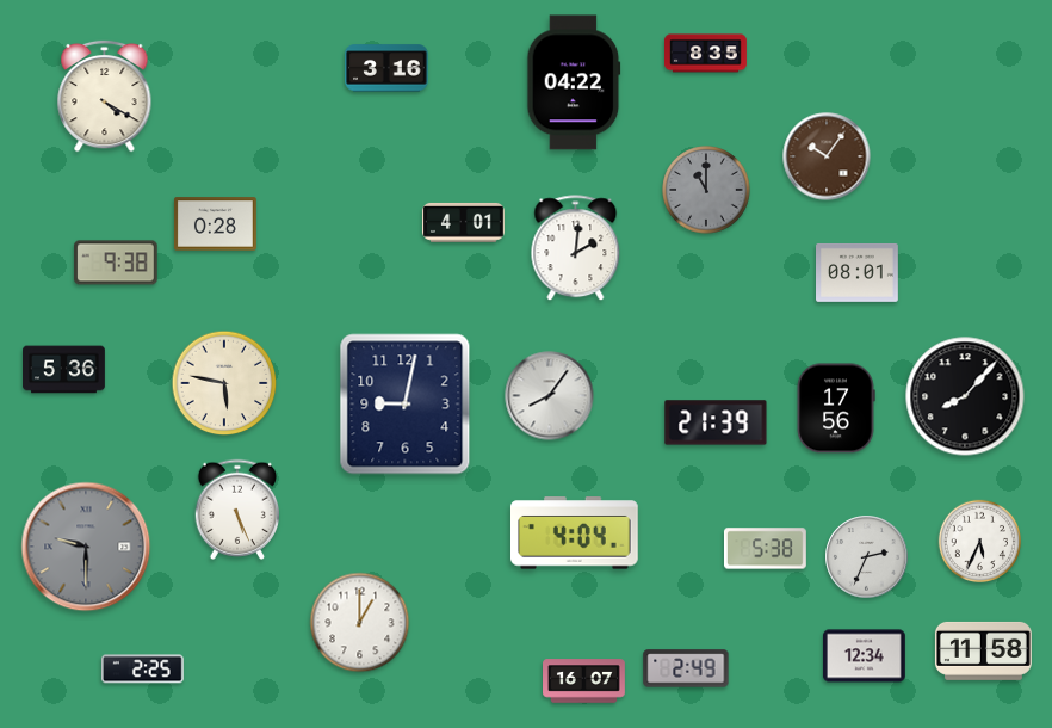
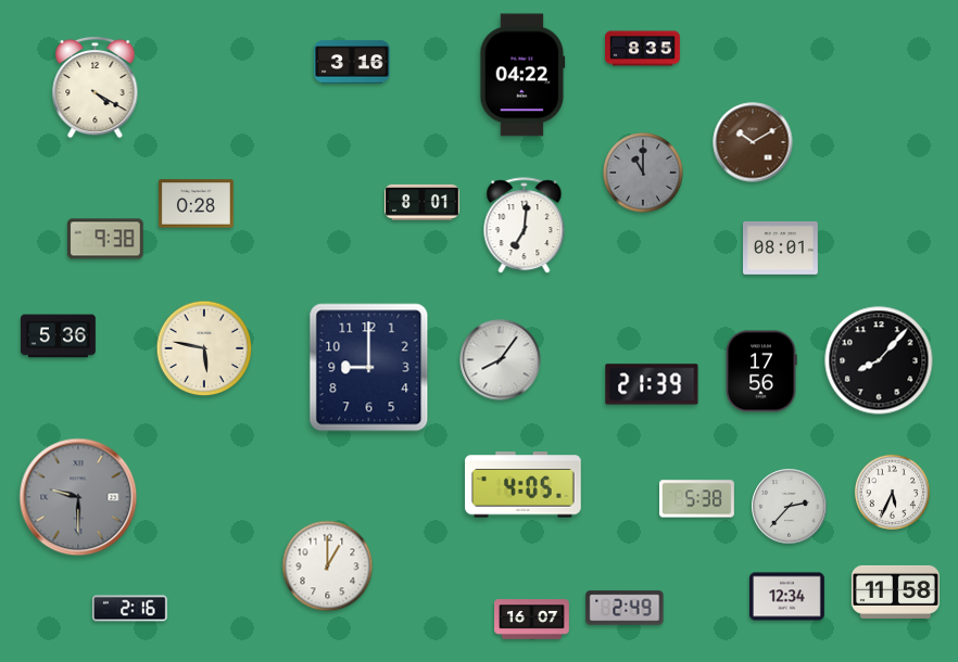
clock at (827, 156): 10:06 -> 10:10
clock at (463, 222): 4:01 -> 8:01
clock at (576, 248): 2:01 -> 7:01
clock at (406, 405): 9:02 -> 9:00
clock at (236, 510): 5:26 -> none
clock at (575, 533): 4:04 -> 4:05
clock at (867, 557): 2:34 -> 2:37
clock at (142, 670): 2:25 -> 2:16
